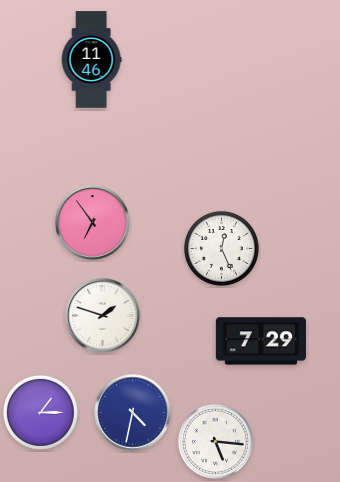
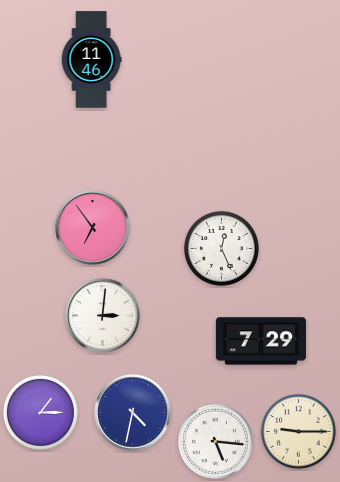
clock at (93, 223) position: (93, 223) -> (93, 228)
clock at (103, 316): 1:48 -> 3:01
clock at (298, 431): none -> 9:15
